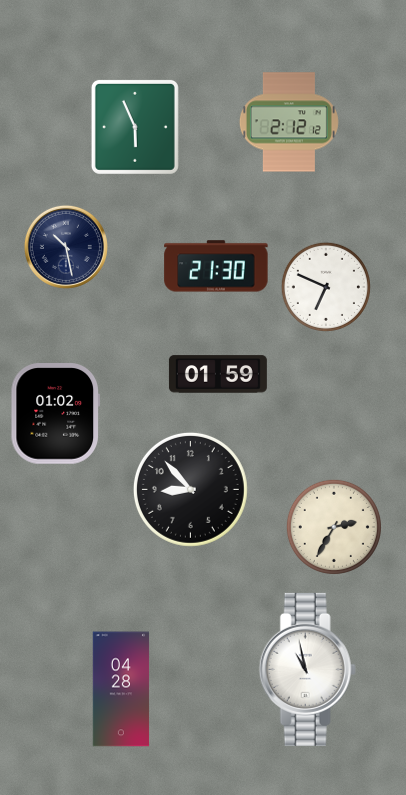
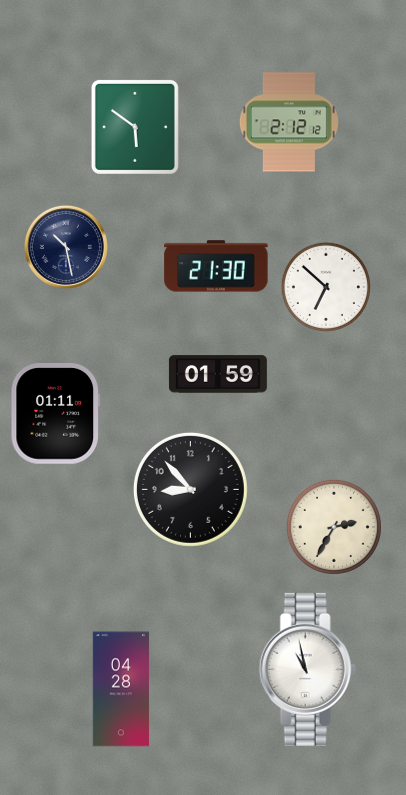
clock at (135, 127): 5:56 -> 5:51
clock at (326, 287): 6:49 -> 6:52
clock at (55, 414): 01:02 -> 01:11
